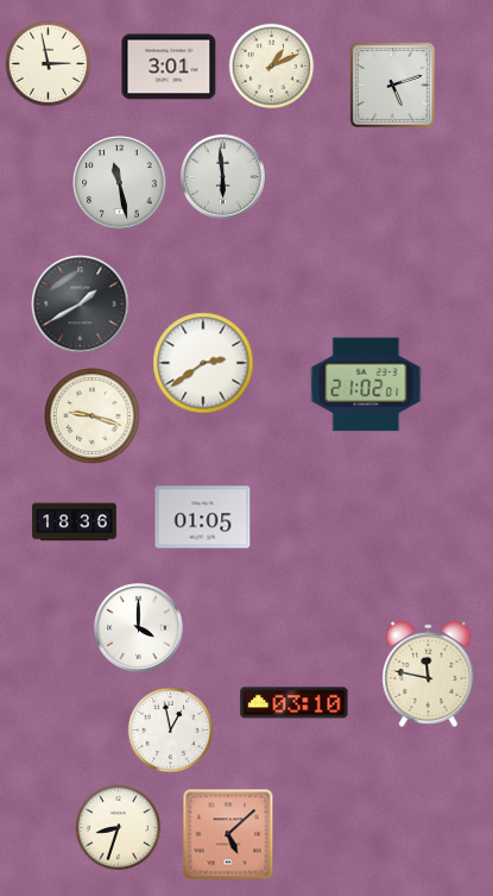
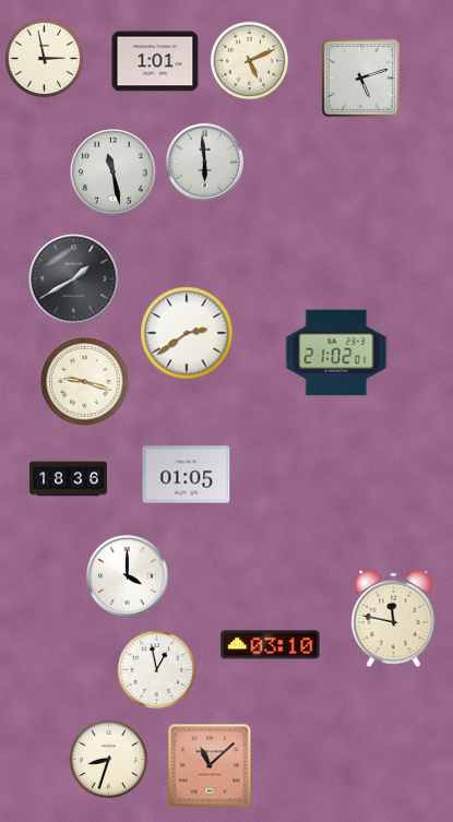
clock at (169, 67): 3:01 -> 1:01
clock at (272, 67): 1:11 -> 5:11
clock at (120, 183) position: (120, 183) -> (114, 172)
clock at (228, 834): 5:08 -> 11:08
